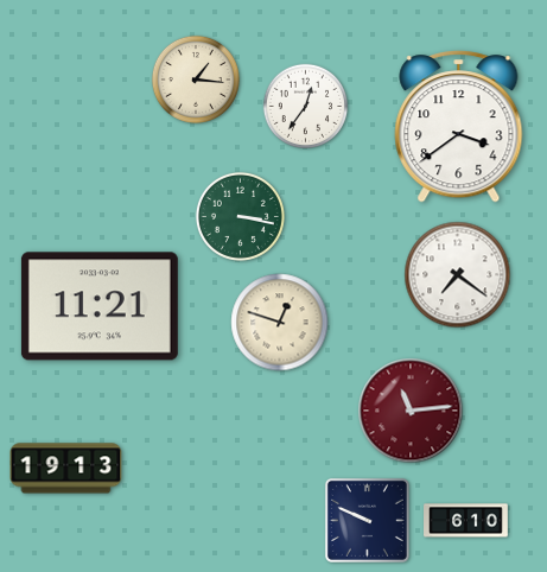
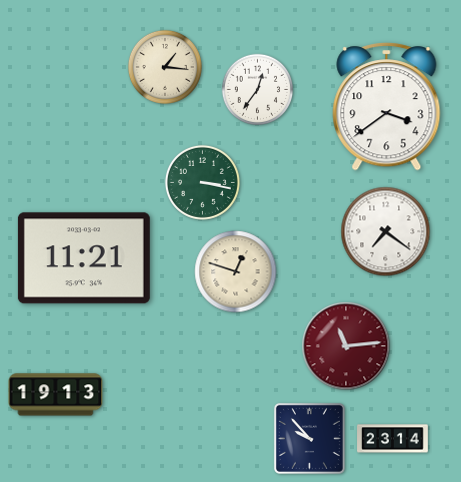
clock at (367, 520): 9:49 -> 9:53
clock at (466, 521): 6:10 -> 23:14
